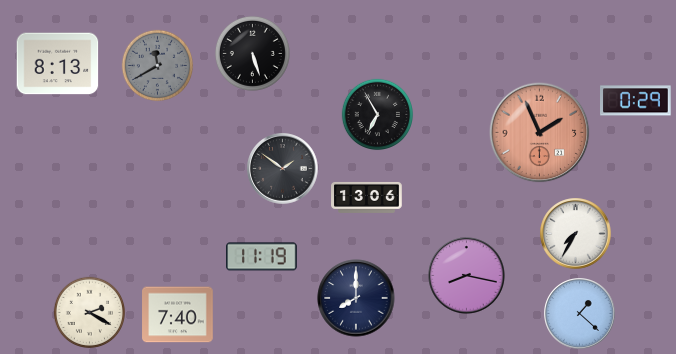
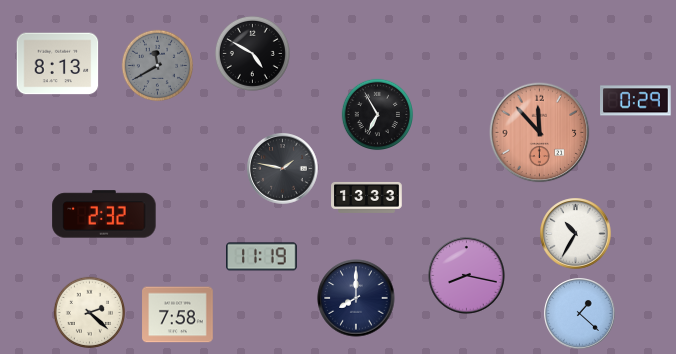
clock at (252, 53): 5:27 -> 4:50
clock at (540, 133): 1:56 -> 11:53
clock at (283, 169): 1:51 -> 1:47
clock at (367, 197): 13:06 -> 13:33
clock at (104, 214): none -> 2:32
clock at (576, 234): 7:35 -> 10:35
clock at (90, 313): 2:20 -> 2:22
clock at (178, 315): 7:40 -> 7:58
